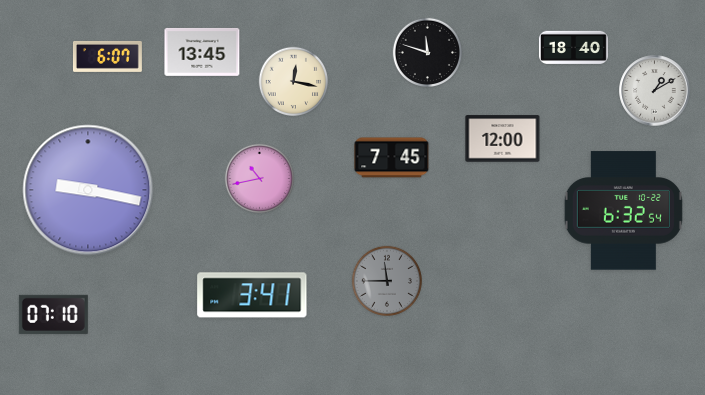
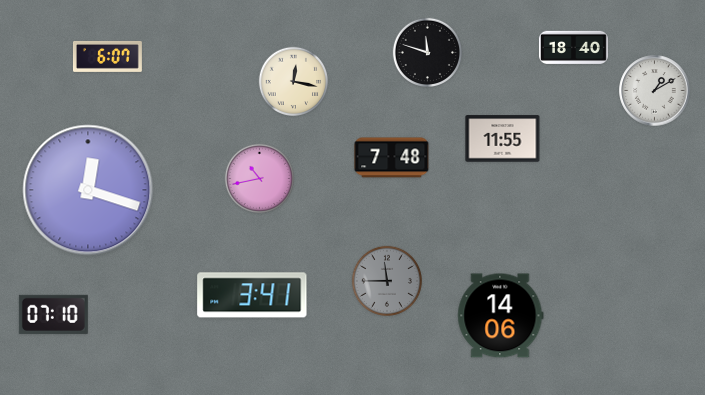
clock at (202, 52): 13:45 -> none
clock at (503, 139): 12:00 -> 11:55
clock at (392, 158): 7:45 -> 7:48
clock at (88, 190): 9:17 -> 12:18
clock at (623, 211): 6:32 -> none
clock at (501, 316): none -> 14:06
